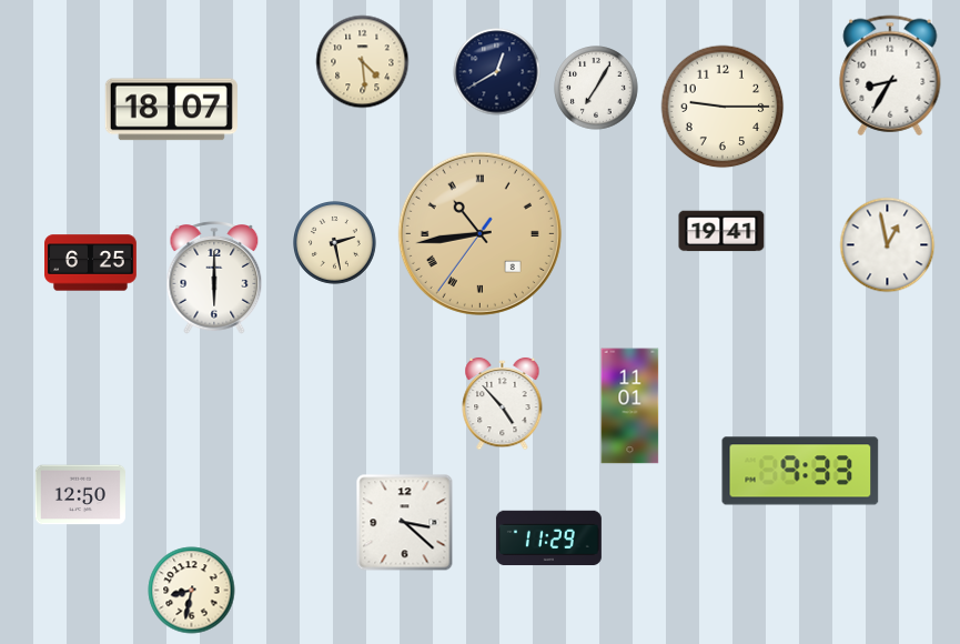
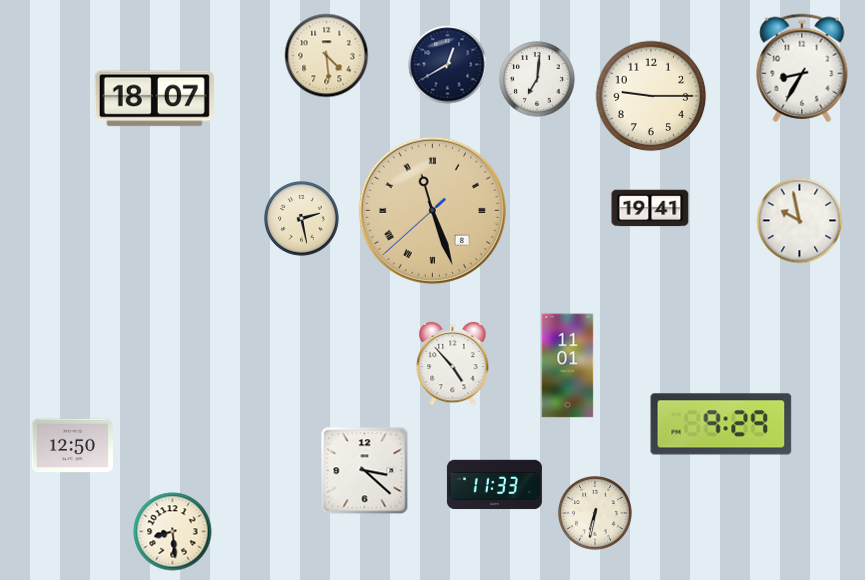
clock at (596, 88): 7:05 -> 7:01
clock at (479, 233): 10:43 -> 11:26
clock at (888, 245): 12:58 -> 9:58
clock at (91, 263): 6:25 -> none
clock at (214, 278): 6:00 -> none
clock at (800, 471): 9:33 -> 9:29
clock at (548, 539): 11:29 -> 11:33
clock at (595, 513): none -> 6:32
clock at (192, 591): 8:32 -> 8:29
